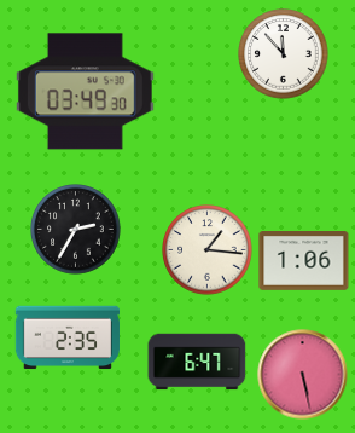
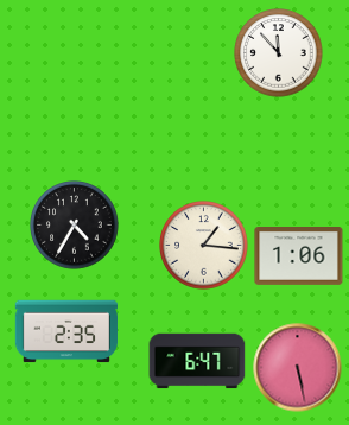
clock at (85, 92): 03:49 -> none
clock at (76, 230): 2:35 -> 4:35
clock at (197, 362) position: (197, 362) -> (197, 361)
